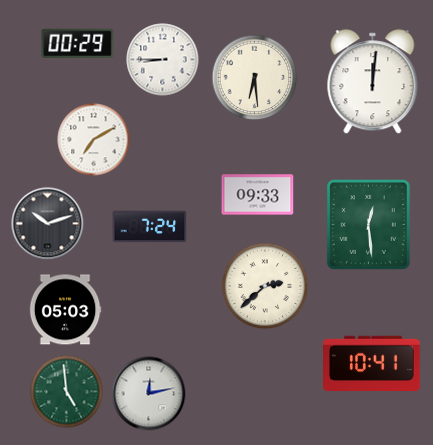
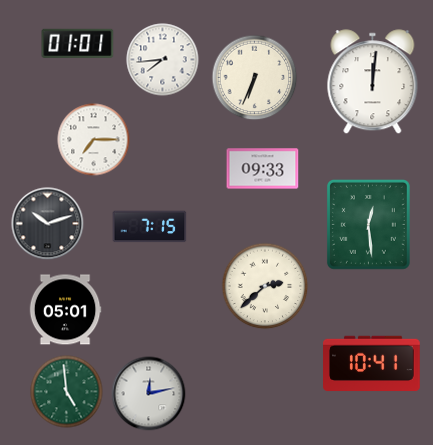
clock at (78, 43): 00:29 -> 01:01
clock at (163, 60): 8:45 -> 7:44
clock at (255, 78): 6:29 -> 6:34
clock at (94, 140): 7:10 -> 7:15
clock at (258, 195) position: (258, 195) -> (263, 169)
clock at (150, 227): 7:24 -> 7:15
clock at (65, 310): 05:03 -> 05:01
